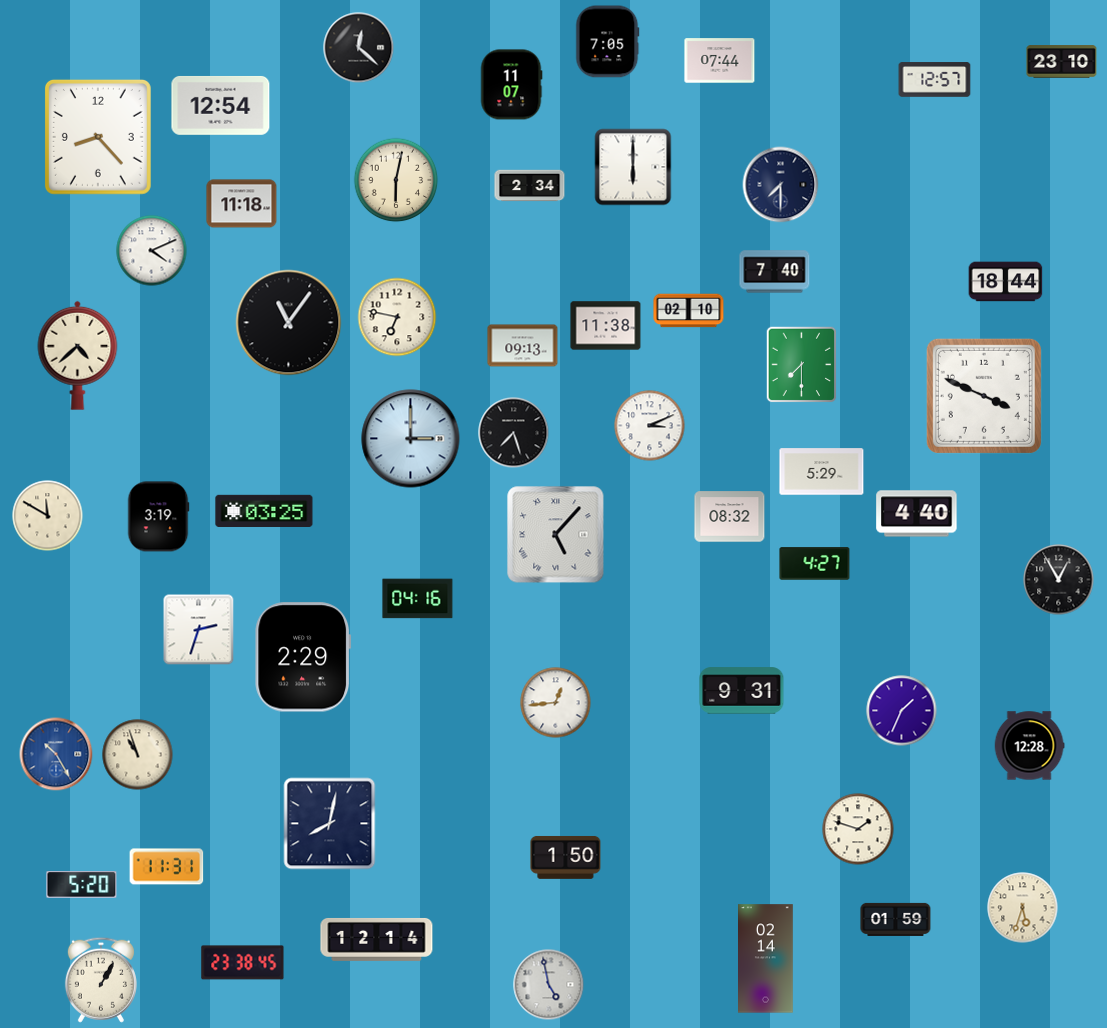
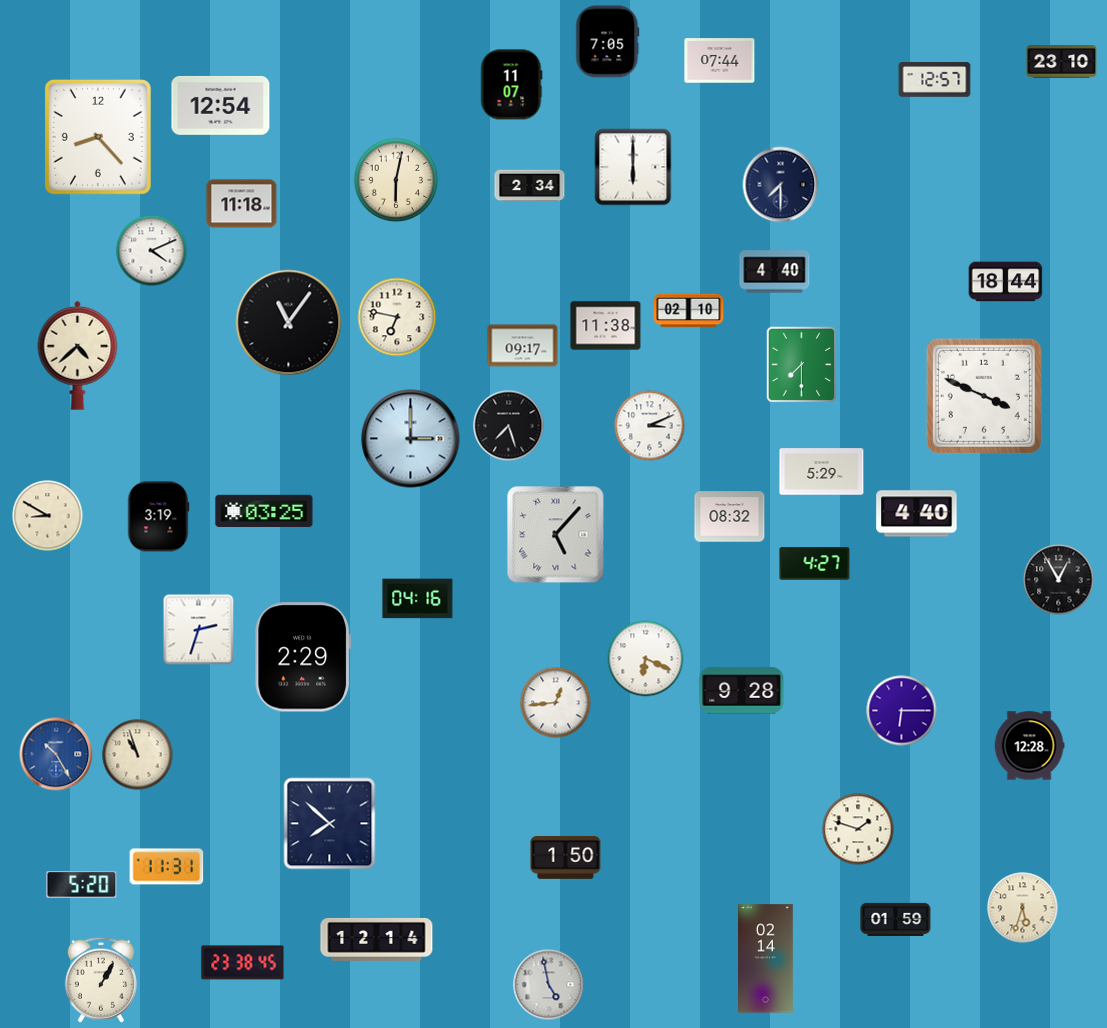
clock at (359, 48): 12:22 -> none
clock at (775, 272): 7:40 -> 4:40
clock at (523, 346): 09:13 -> 09:17
clock at (514, 433) position: (514, 433) -> (509, 426)
clock at (48, 516): 11:50 -> 8:50
clock at (646, 659): none -> 6:19
clock at (742, 691): 9:31 -> 9:28
clock at (902, 711): 1:34 -> 6:15
clock at (330, 824): 8:02 -> 7:52
